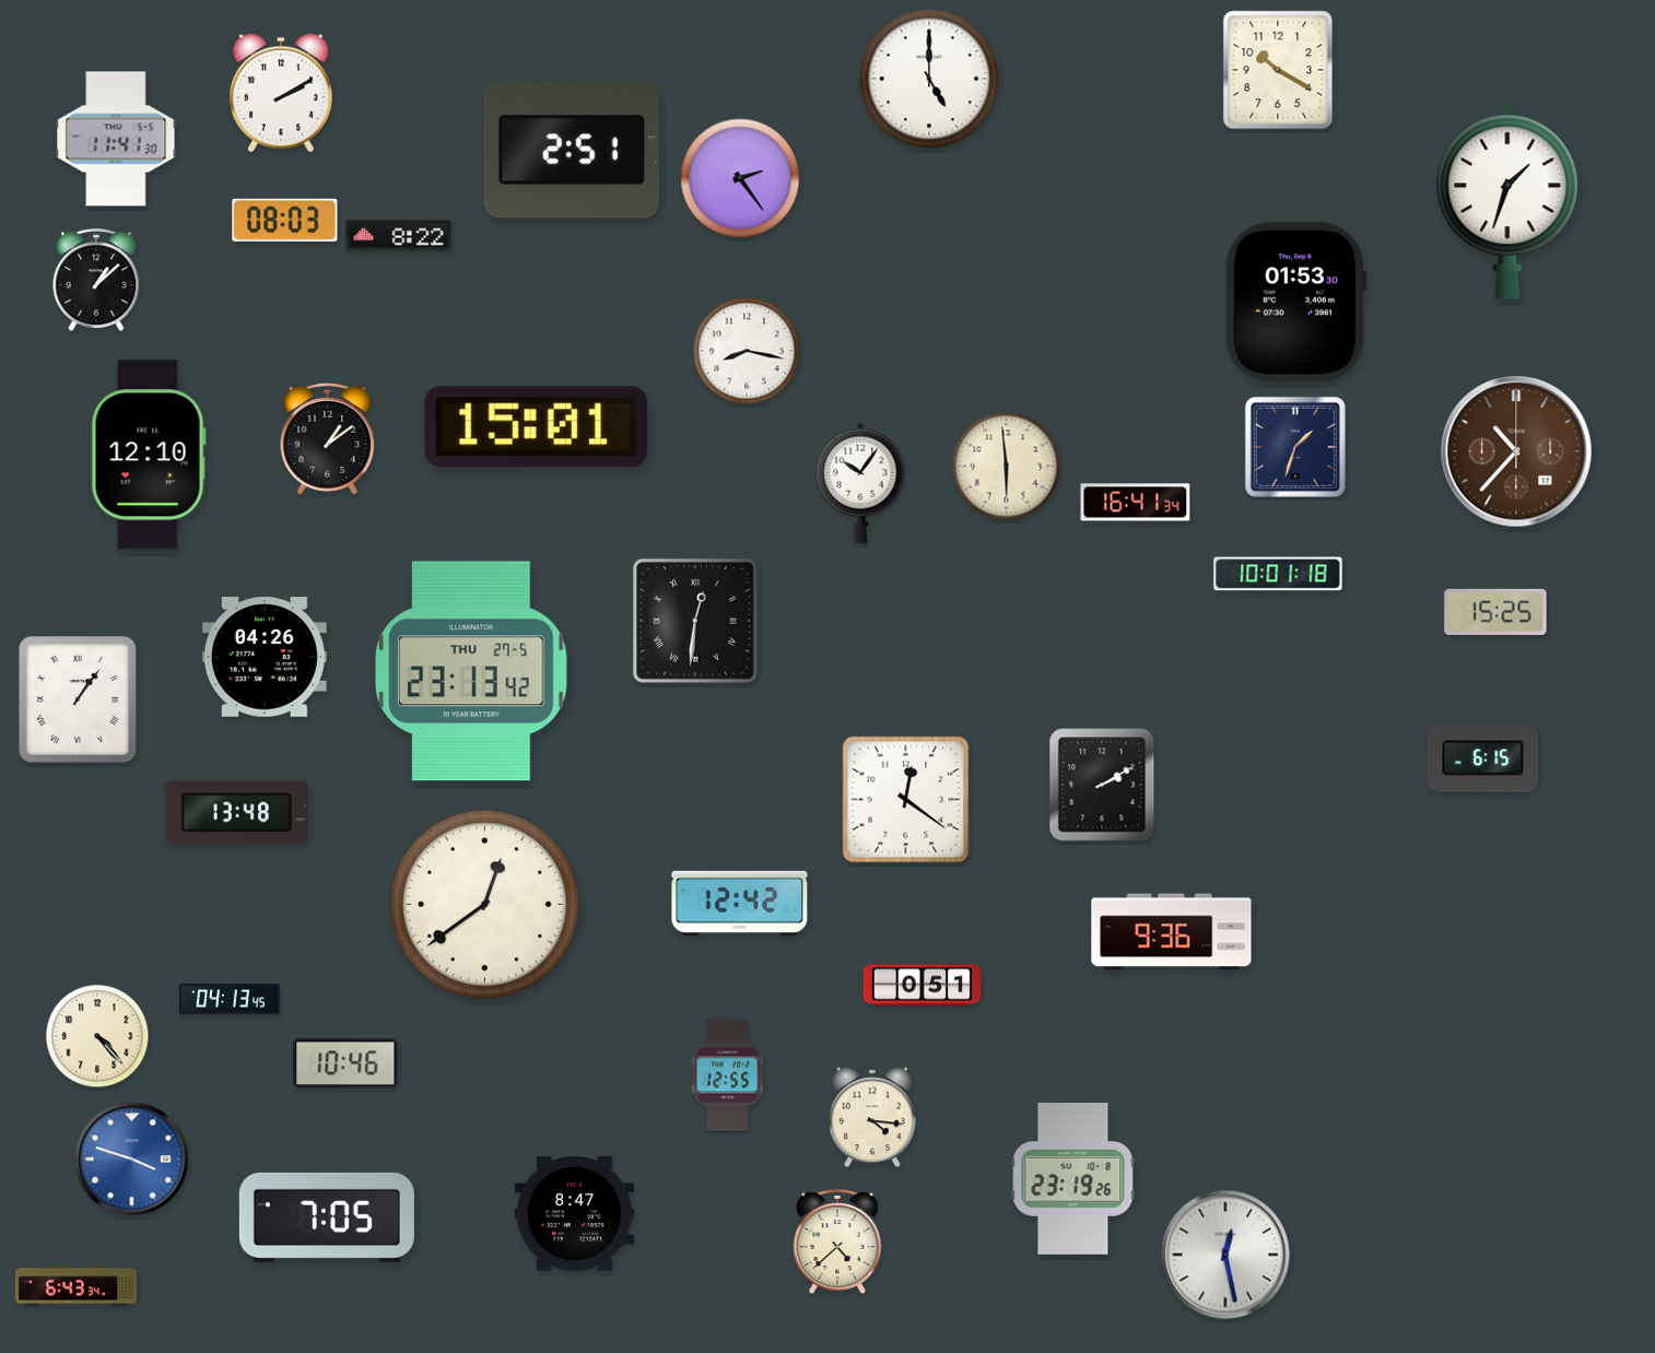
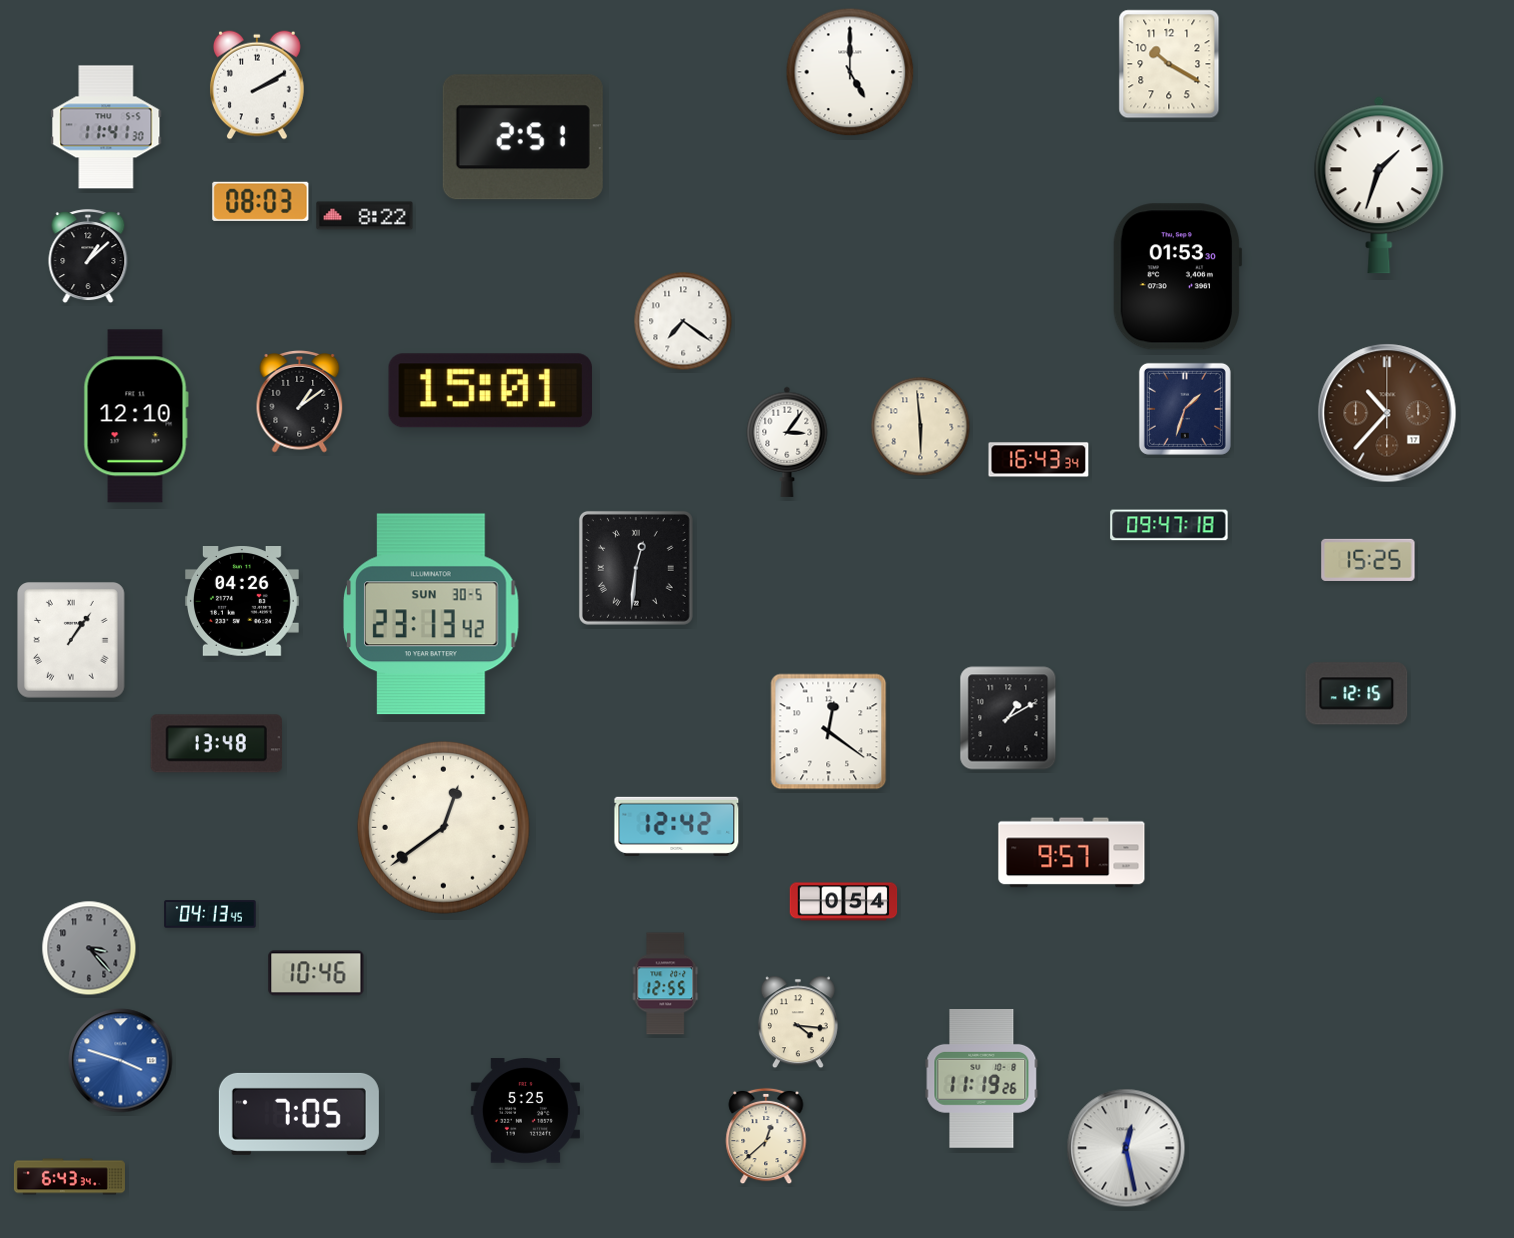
clock at (740, 178): 2:24 -> none
clock at (1295, 303) position: (1295, 303) -> (1177, 277)
clock at (747, 351): 8:17 -> 7:21
clock at (860, 483): 10:06 -> 3:06
clock at (1136, 503): 16:41 -> 16:43
clock at (1278, 574): 10:01 -> 09:47
clock at (471, 671) date: THU 27-5 -> SUN 30-5
clock at (1483, 758): 6:15 -> 12:15
clock at (1102, 785): 2:10 -> 1:10
clock at (1172, 932): 9:36 -> 9:57
clock at (923, 986): 0:51 -> 0:54
clock at (97, 1036): 4:23 -> 3:23
clock at (97, 1036) dial: cream -> grey
clock at (1073, 1179): 23:19 -> 11:19
clock at (574, 1214): 8:47 -> 5:25
clock at (837, 1242): 4:38 -> 12:38
clock at (1225, 1255) position: (1225, 1255) -> (1126, 1148)
